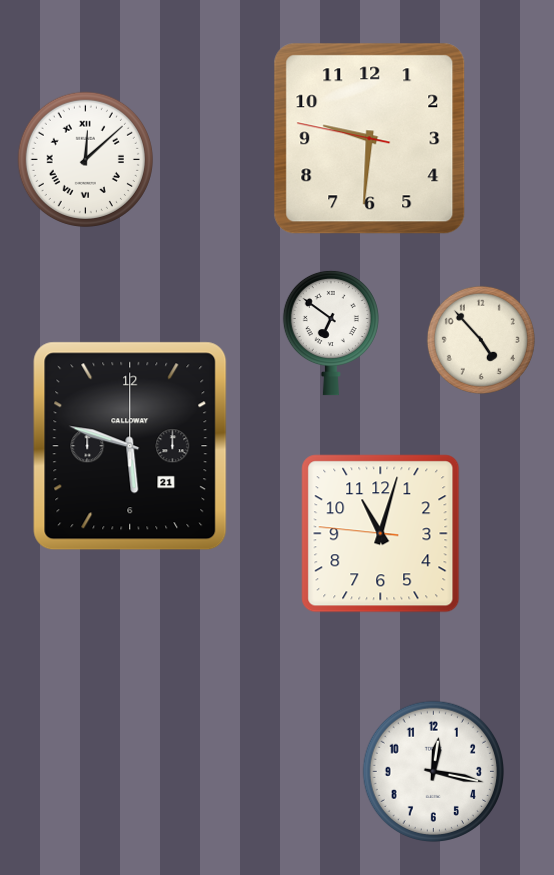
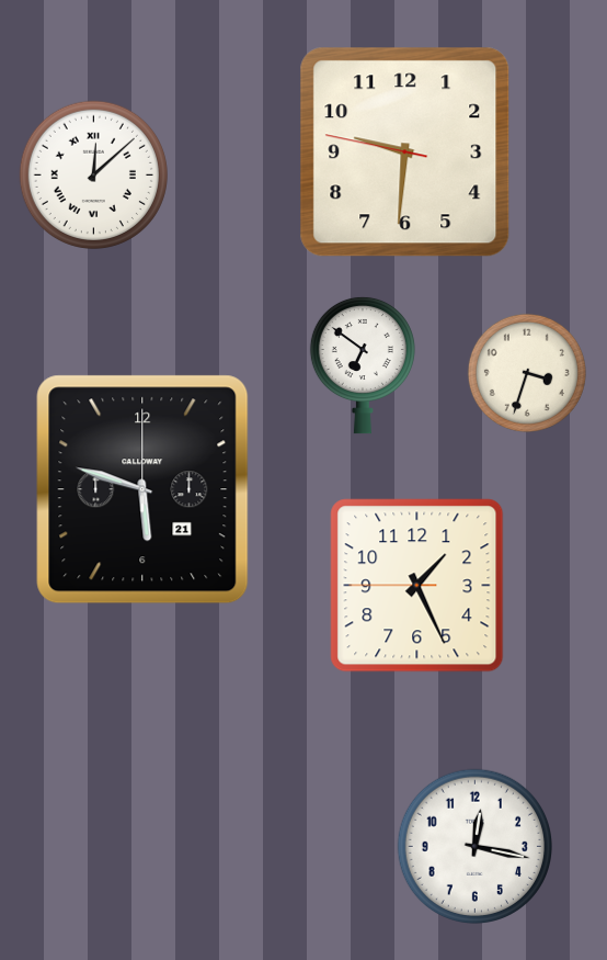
clock at (481, 340): 4:53 -> 3:33
clock at (381, 534): 11:02 -> 1:25
